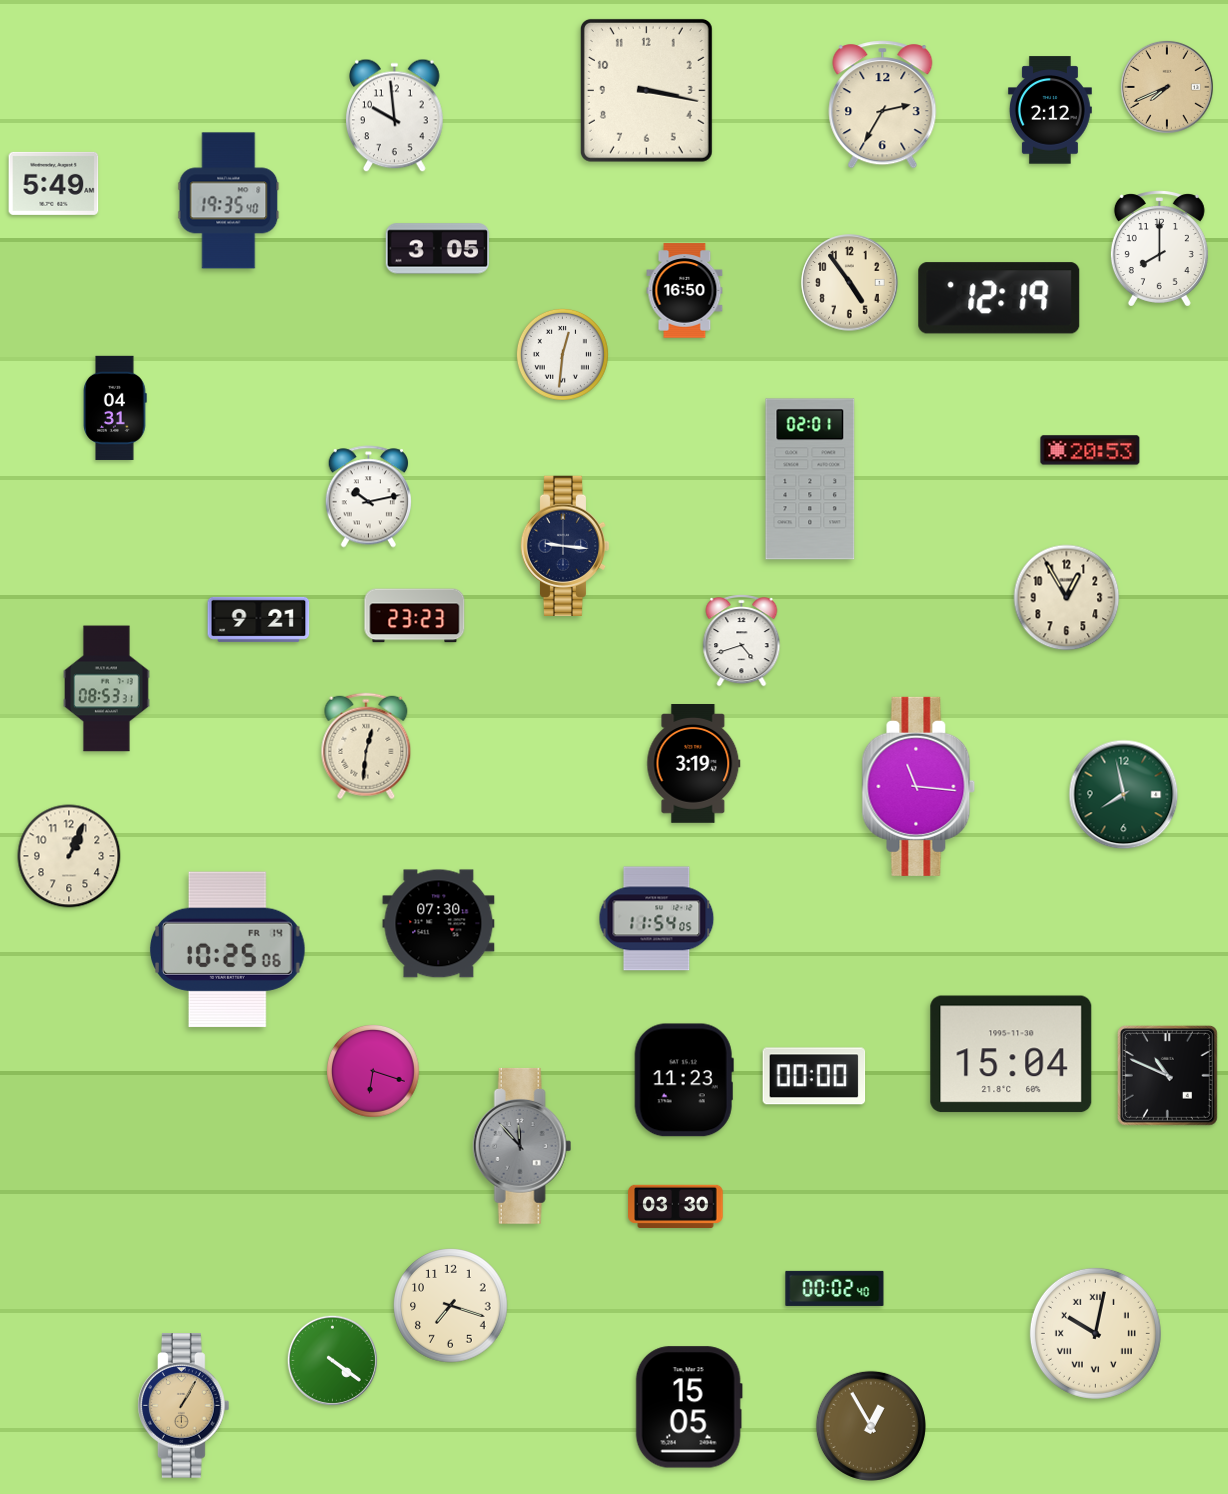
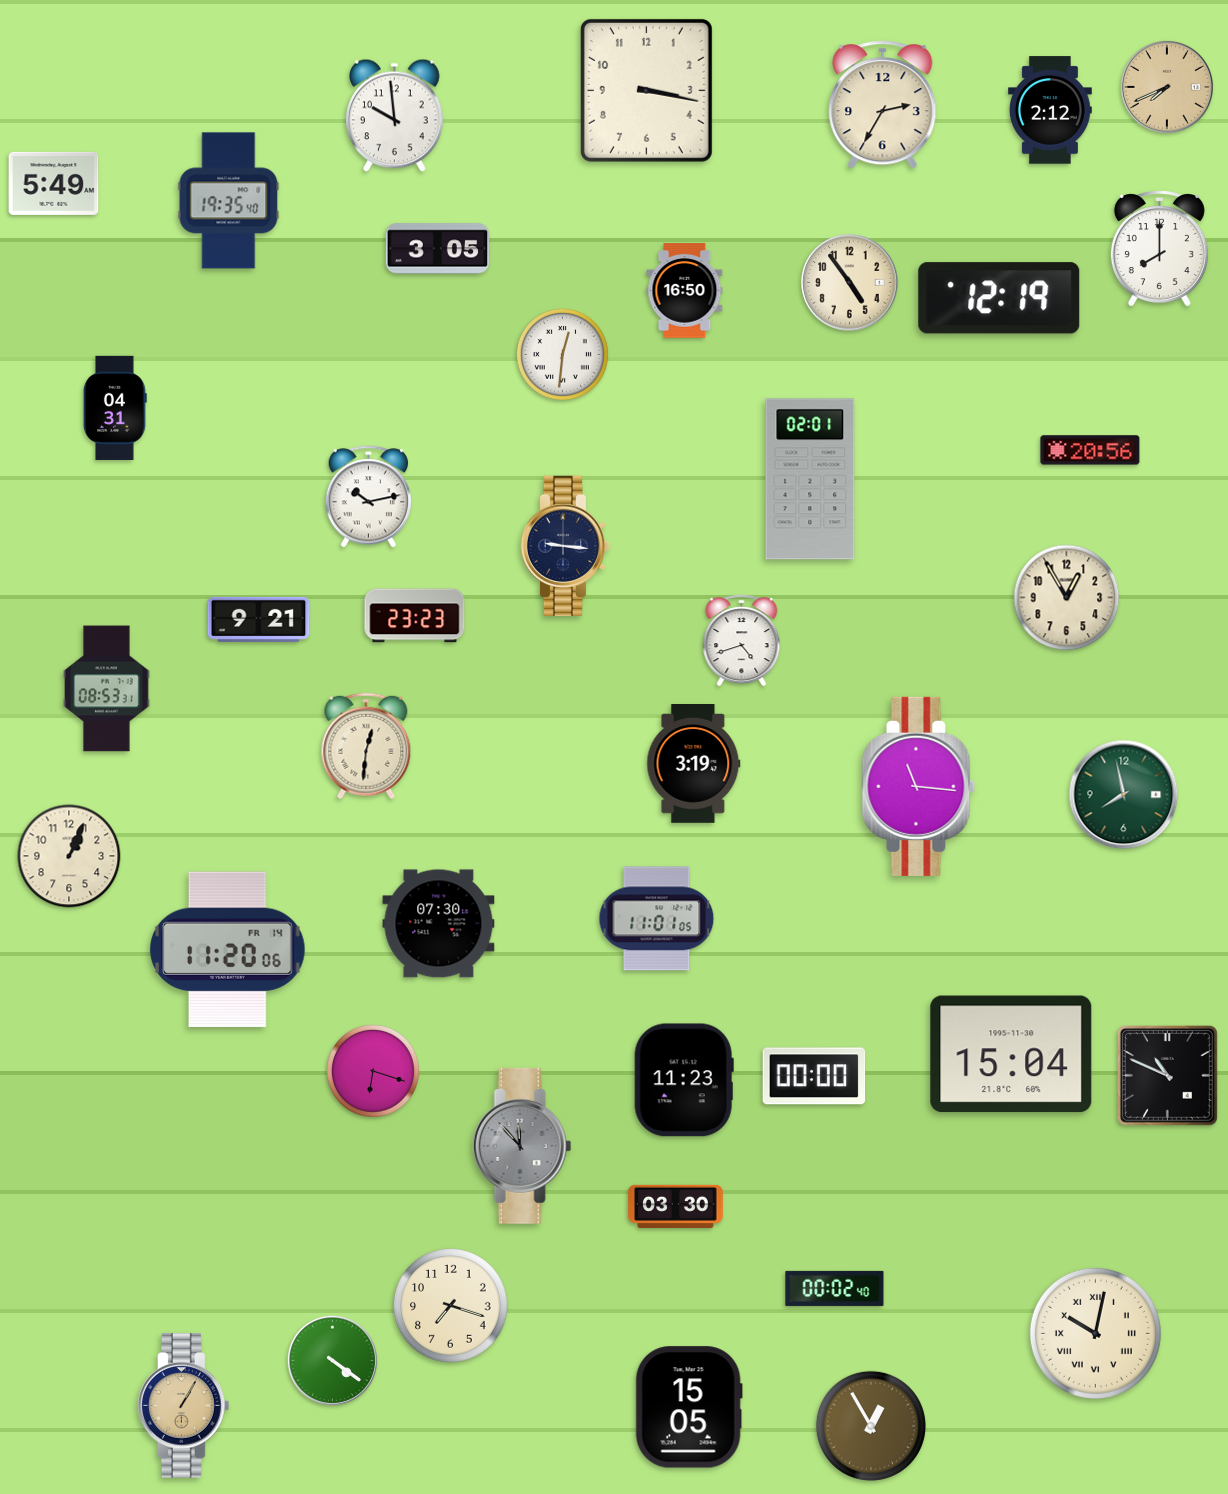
clock at (1090, 450): 20:53 -> 20:56
clock at (657, 919): 11:54 -> 11:01
clock at (227, 950): 10:25 -> 11:20
